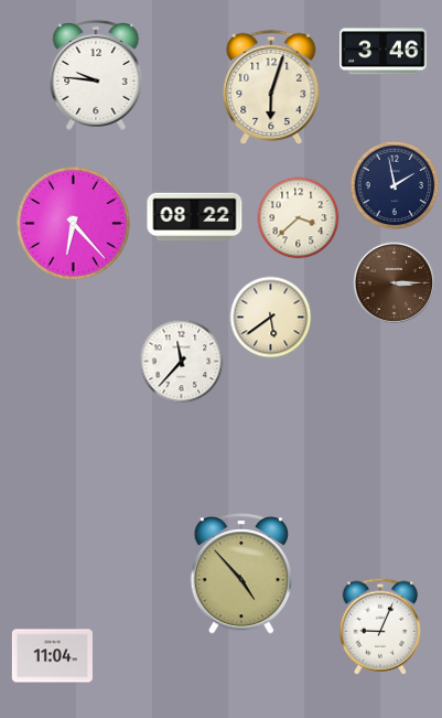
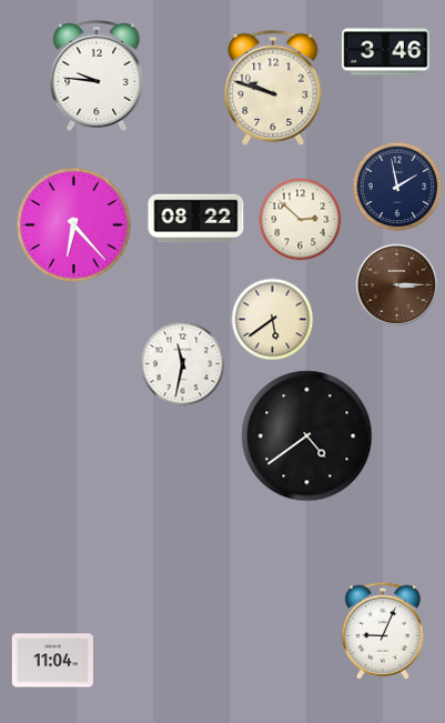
clock at (271, 87): 6:03 -> 9:48
clock at (299, 218): 3:38 -> 2:52
clock at (182, 362): 11:37 -> 11:32
clock at (307, 436): none -> 4:39
clock at (240, 575): 4:53 -> none
